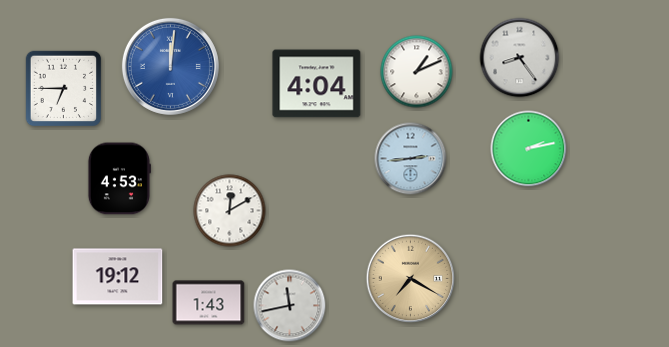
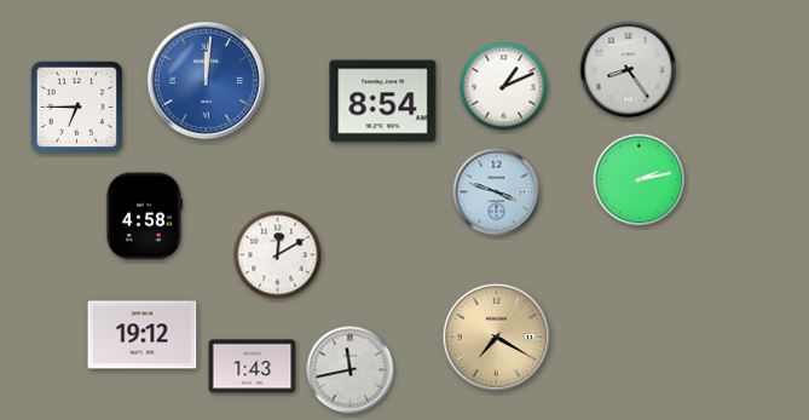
clock at (317, 84): 4:04 -> 8:54
clock at (411, 159): 2:44 -> 3:48
clock at (119, 179): 4:53 -> 4:58
